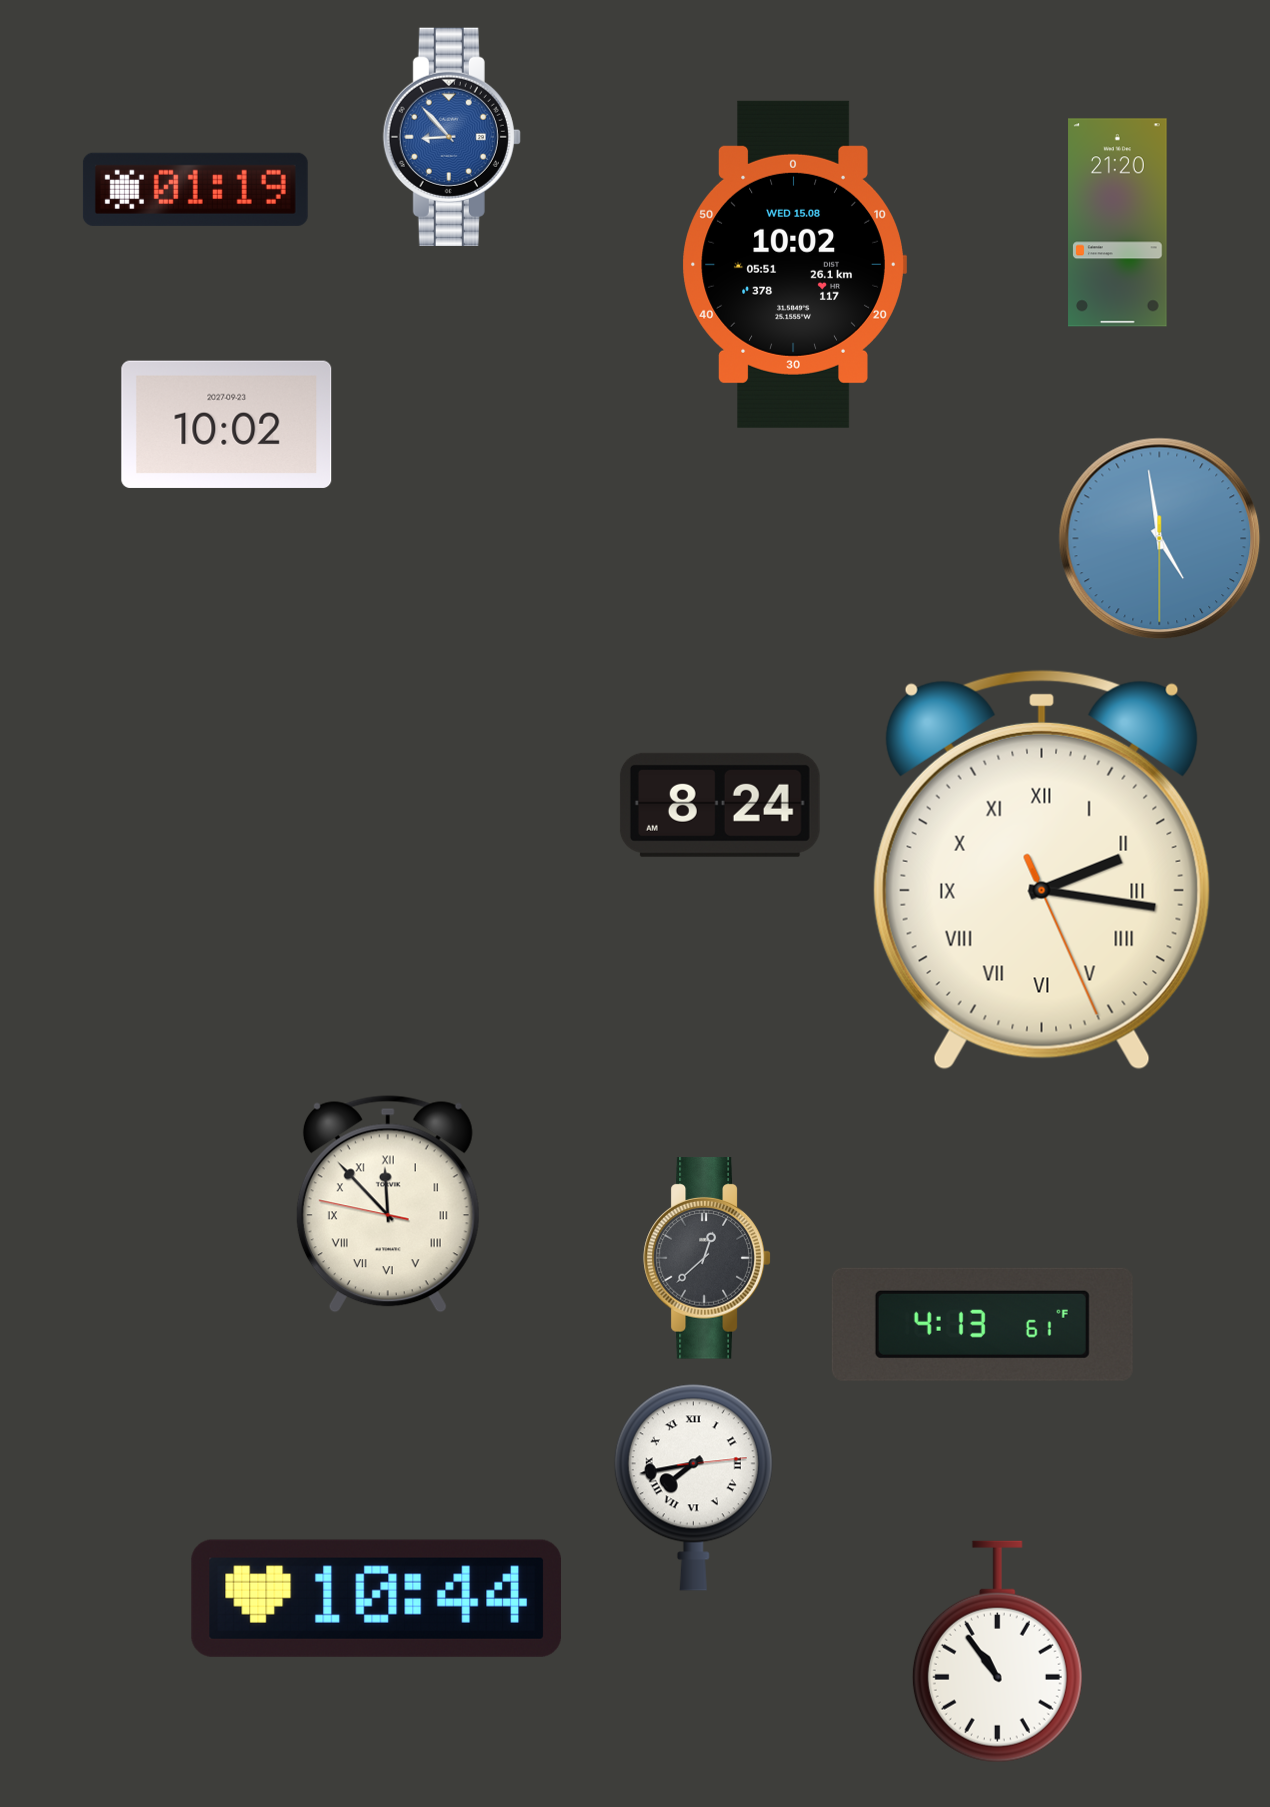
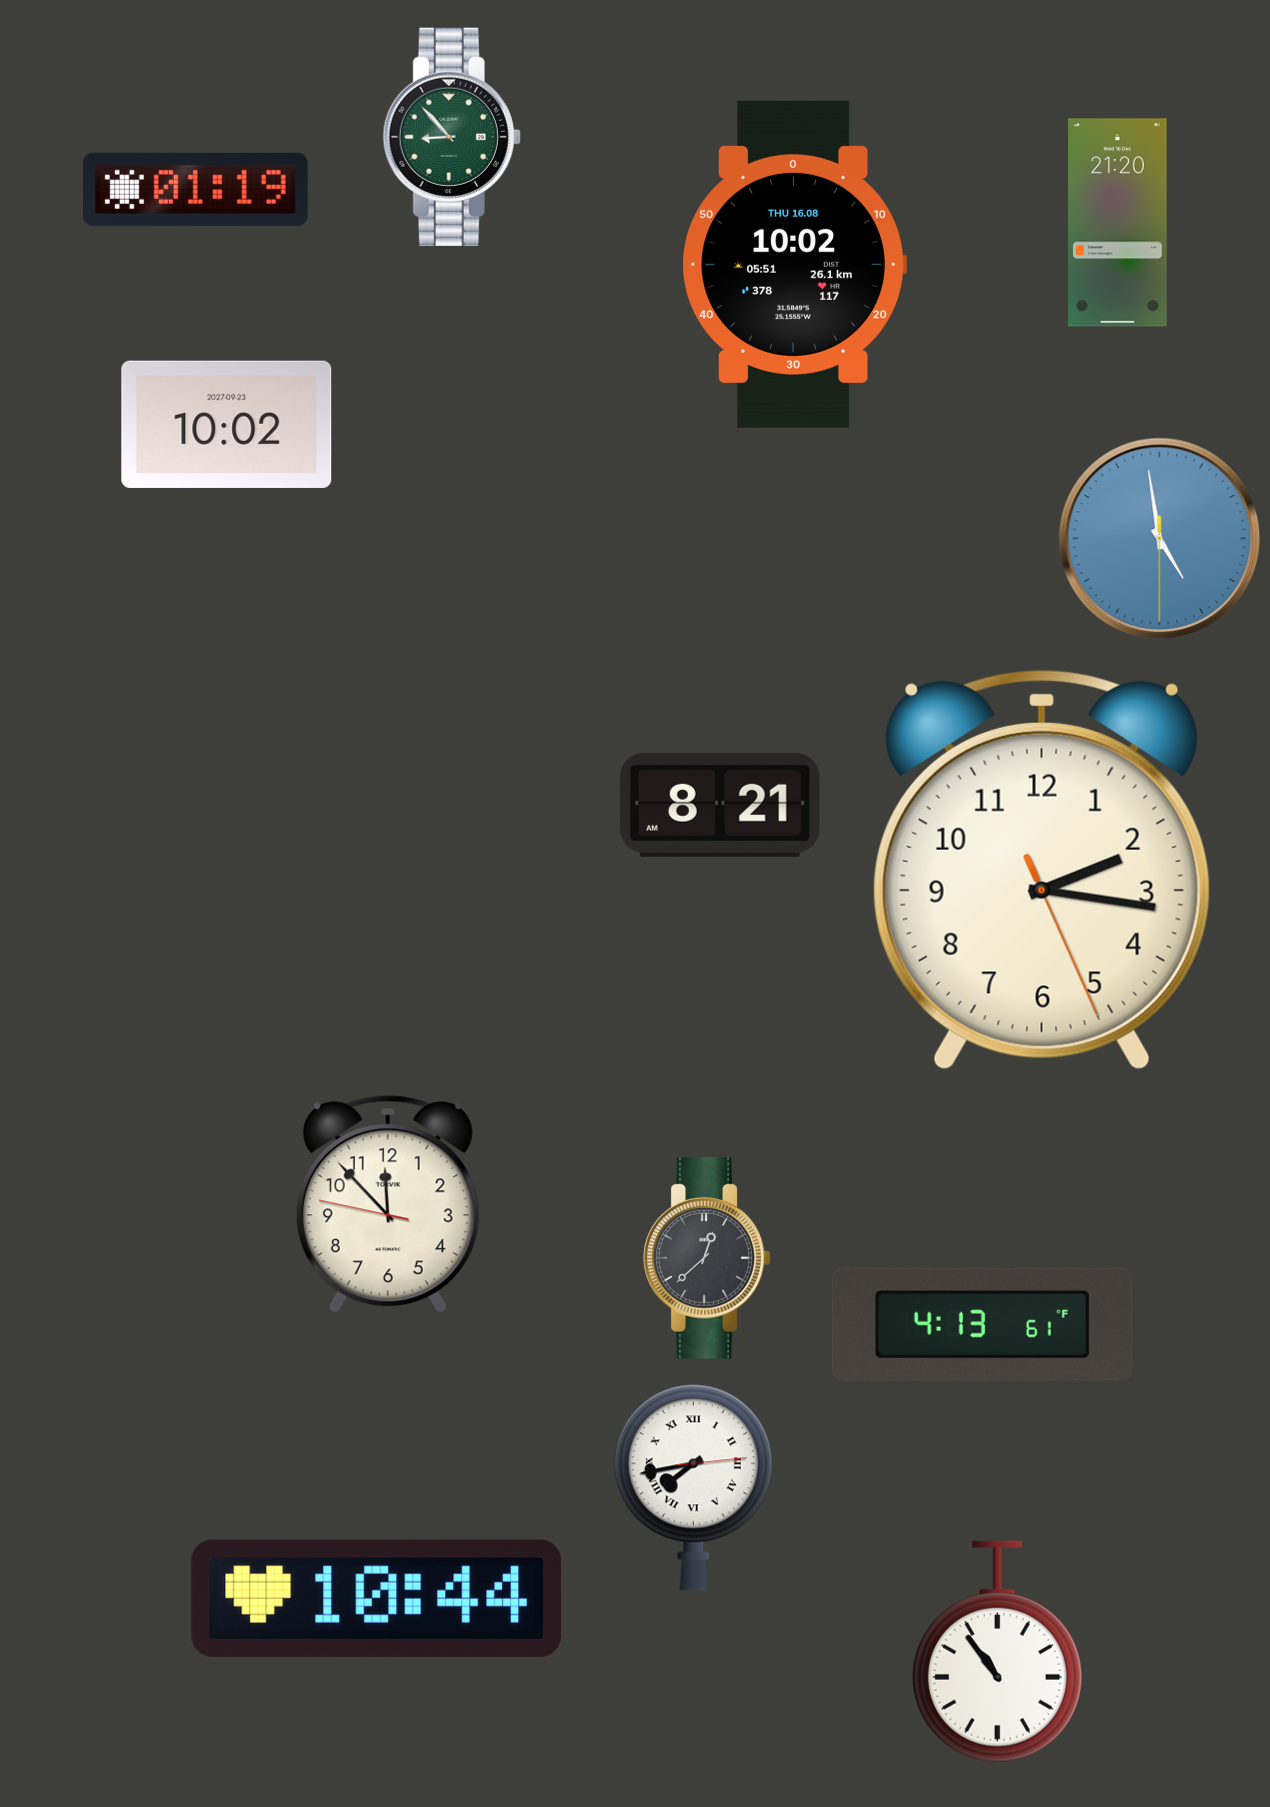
clock at (452, 137) dial: blue -> green
clock at (794, 264) date: WED 15.08 -> THU 16.08
clock at (720, 805): 8:24 -> 8:21
clock at (1042, 870) numerals: Roman -> Arabic
clock at (388, 1204) numerals: Roman -> Arabic
